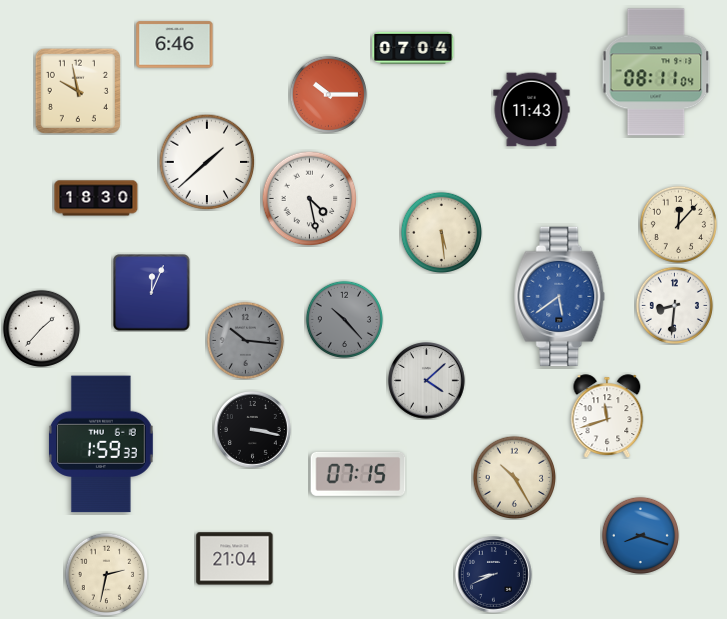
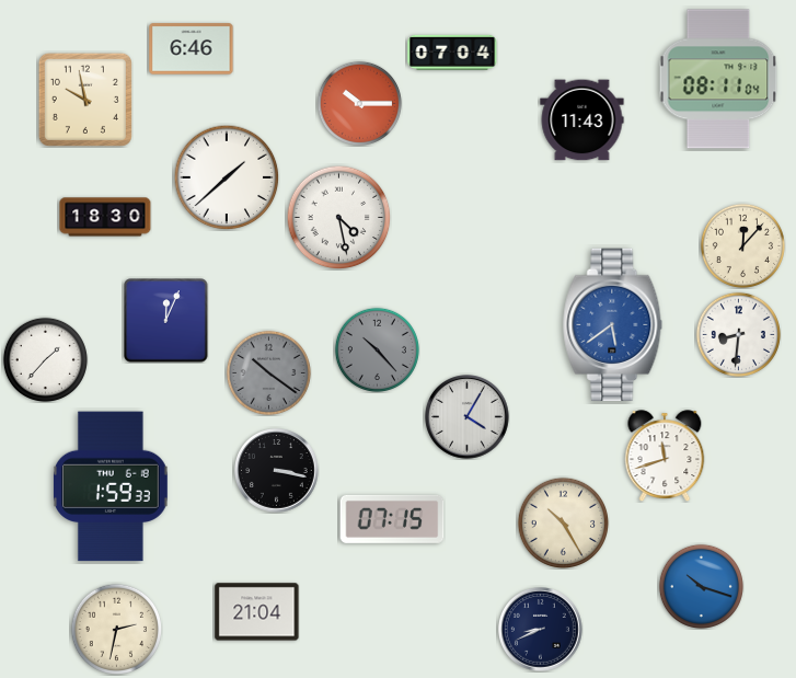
clock at (441, 232): 5:29 -> none
clock at (245, 340): 10:16 -> 10:21
clock at (427, 381): 4:08 -> 4:05
clock at (640, 535): 8:18 -> 10:18
